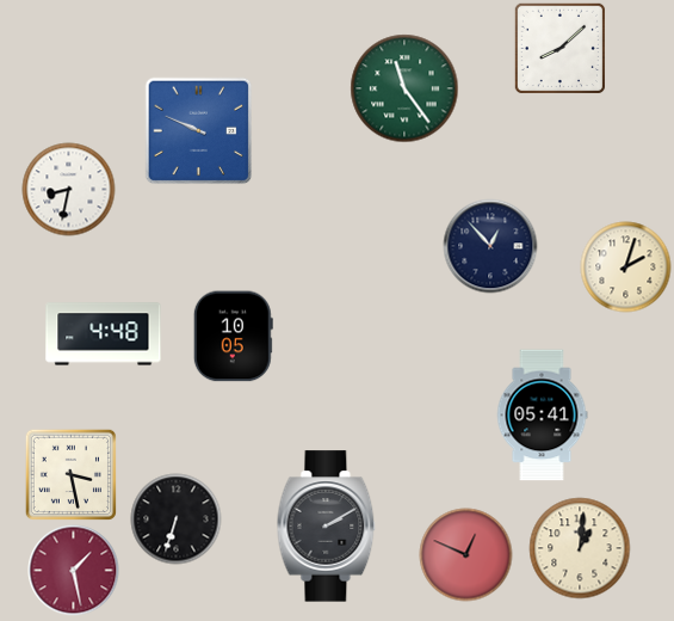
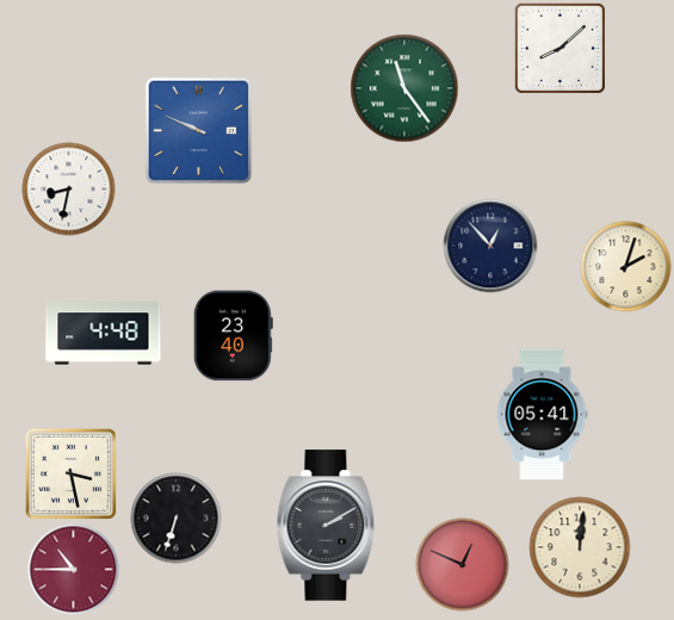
clock at (233, 337): 10:05 -> 23:40
clock at (580, 548): 1:01 -> 12:01
clock at (466, 555) position: (466, 555) -> (463, 565)
clock at (74, 571): 1:28 -> 10:45
